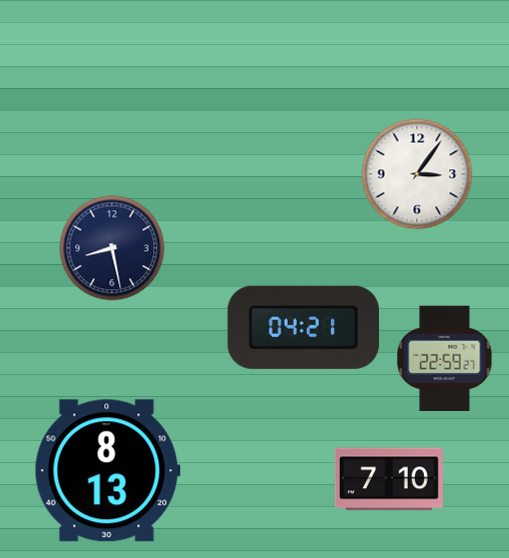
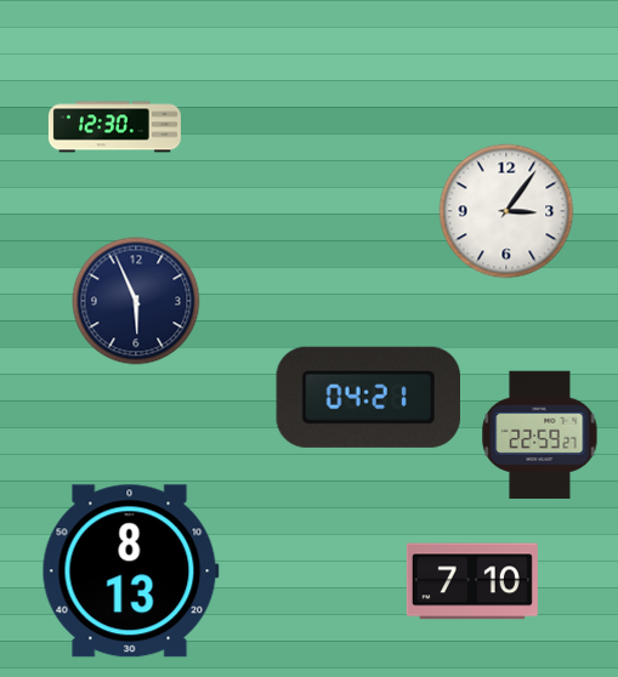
clock at (114, 127): none -> 12:30
clock at (112, 248): 8:28 -> 5:56
